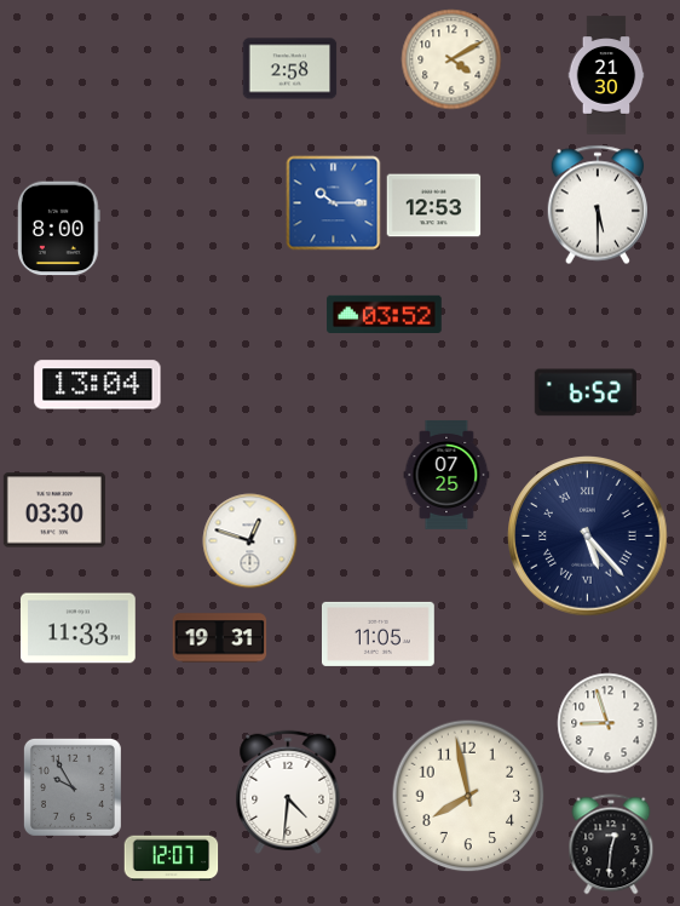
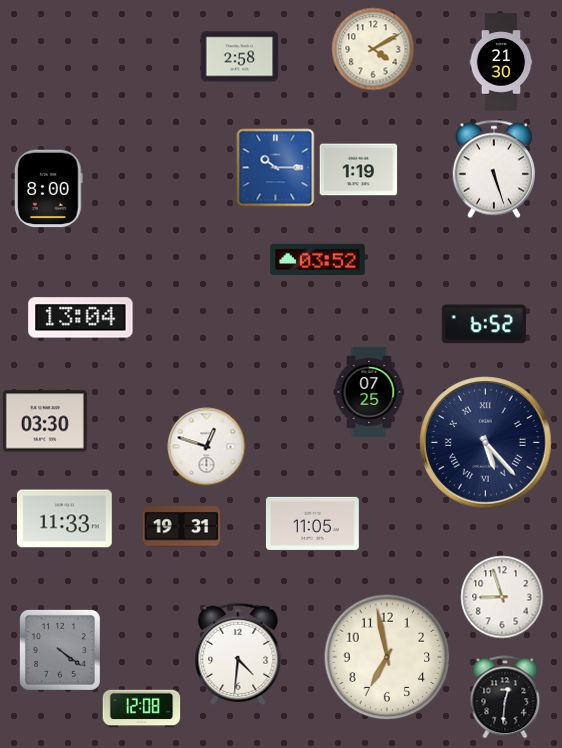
clock at (597, 205): 5:30 -> 5:27
clock at (433, 206): 12:53 -> 1:19
clock at (73, 787): 9:55 -> 4:21
clock at (468, 796): 7:58 -> 6:58
clock at (171, 859): 12:07 -> 12:08
